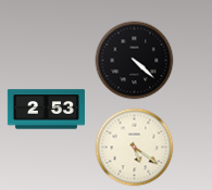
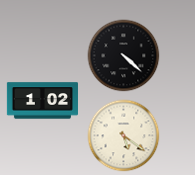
clock at (46, 110): 2:53 -> 1:02
